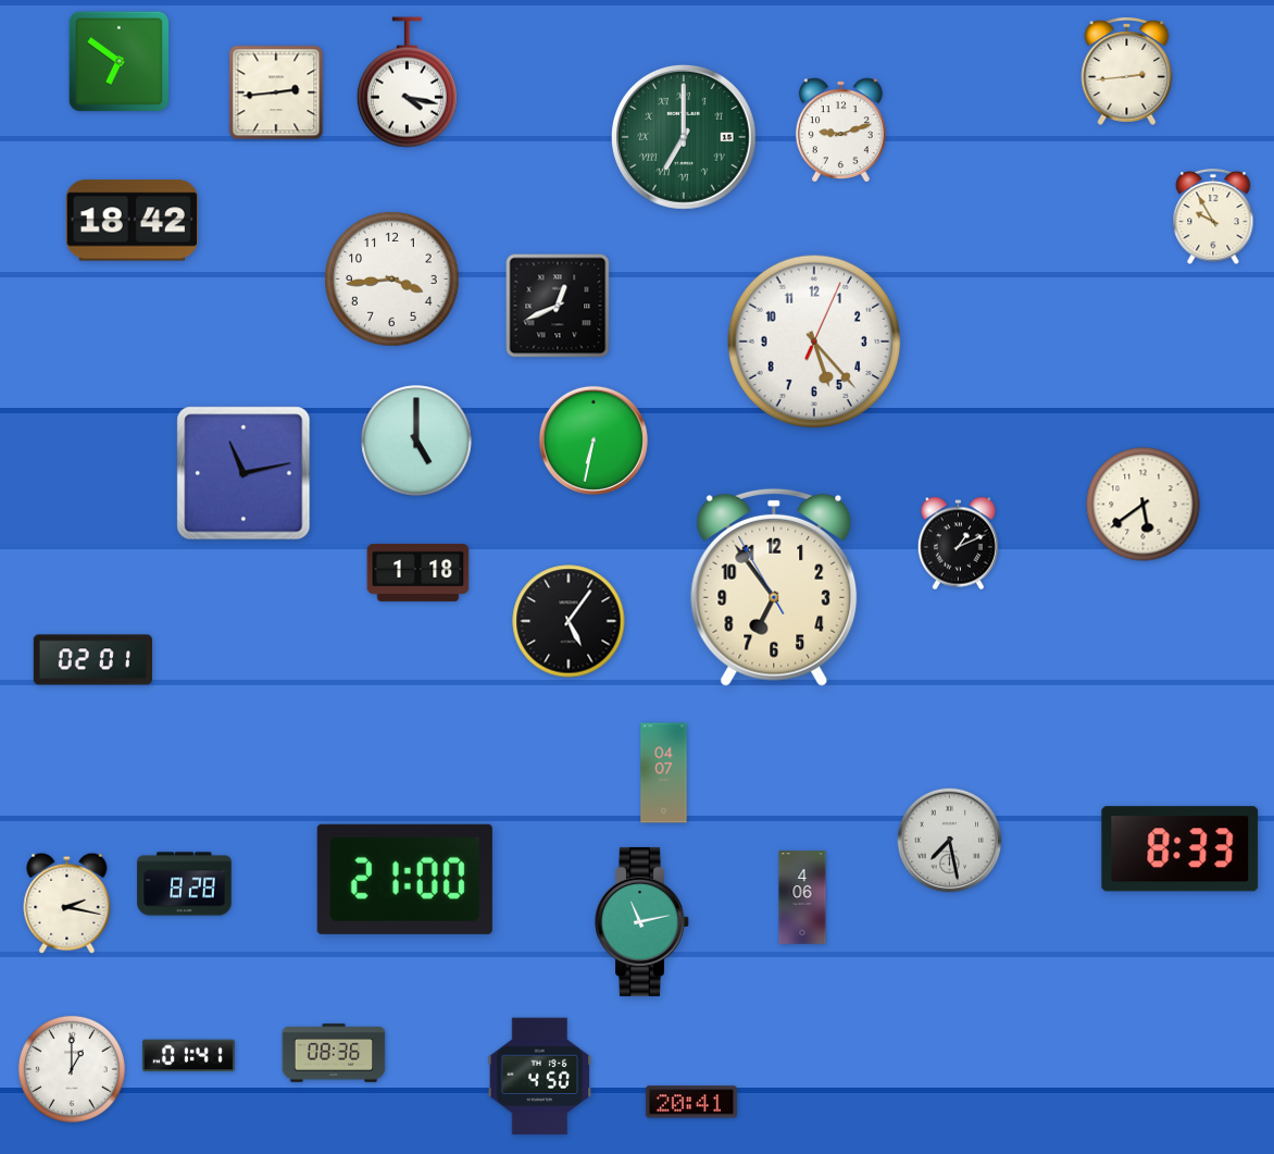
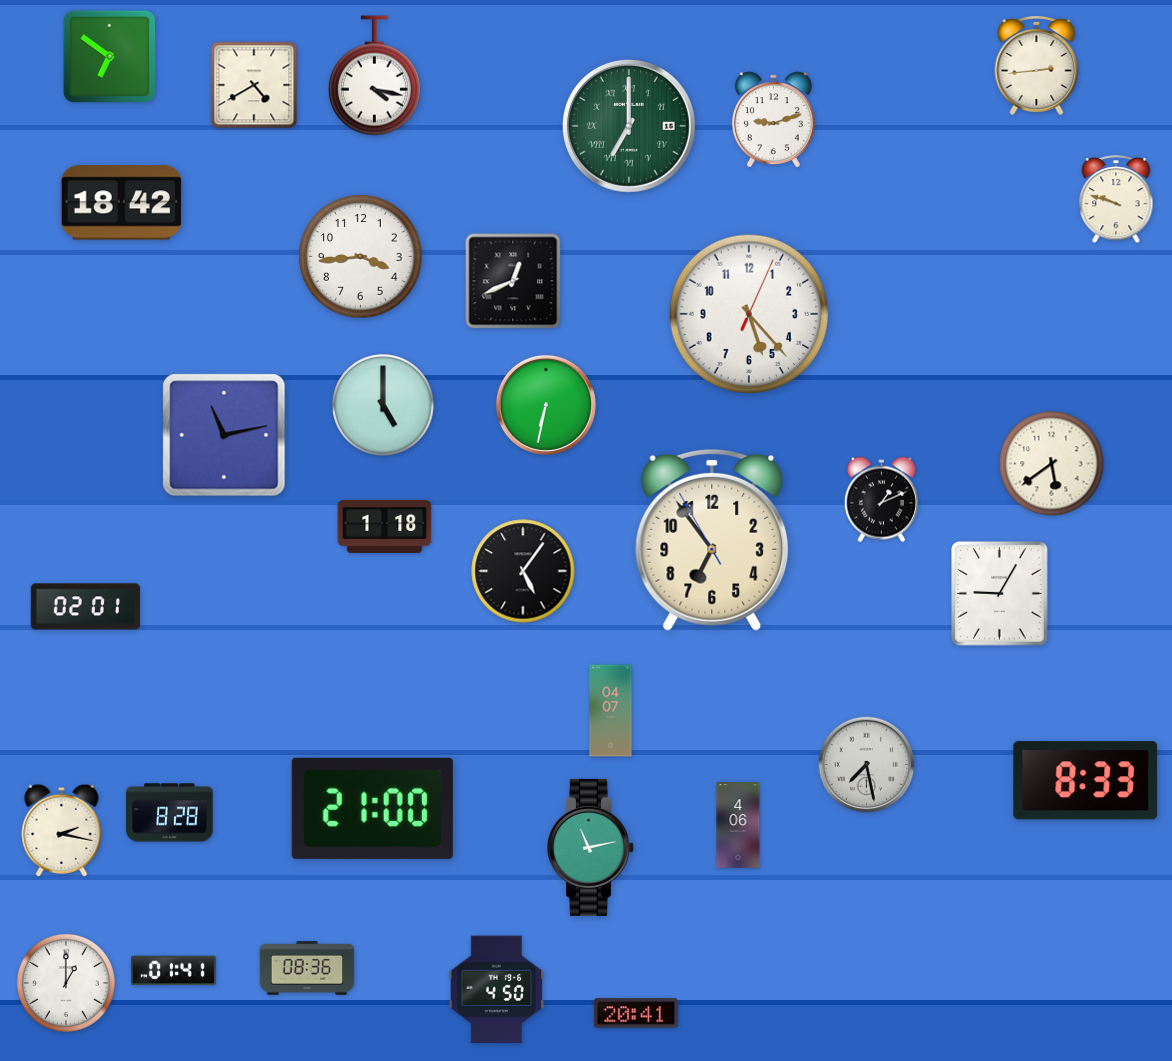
clock at (276, 92): 2:44 -> 4:40
clock at (1213, 218): 9:55 -> 9:48
clock at (1000, 594): none -> 9:05
clock at (950, 841) position: (950, 841) -> (867, 765)
